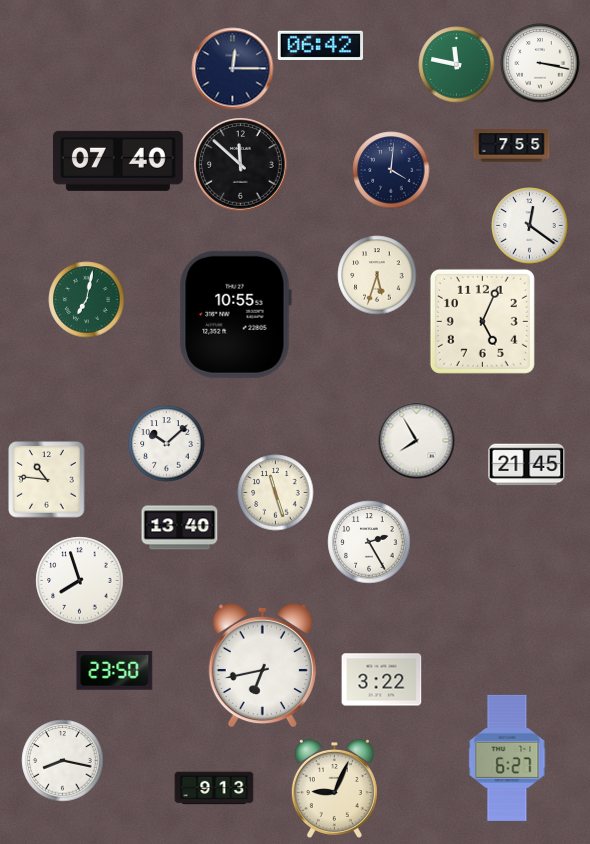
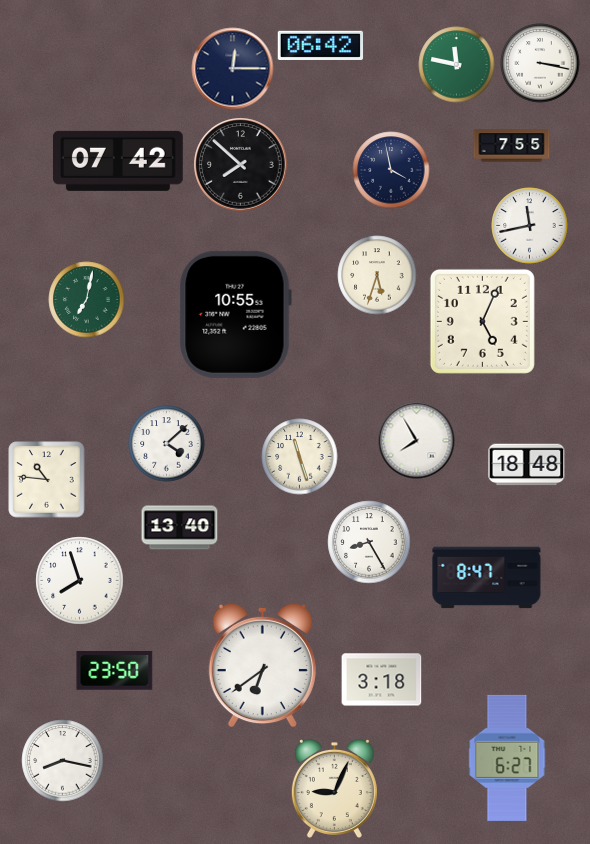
clock at (118, 161): 07:40 -> 07:42
clock at (241, 165): 11:52 -> 7:52
clock at (391, 170): 4:01 -> 3:58
clock at (530, 226): 12:21 -> 11:43
clock at (167, 444): 10:08 -> 4:08
clock at (527, 465): 21:45 -> 18:48
clock at (276, 493) position: (276, 493) -> (300, 457)
clock at (369, 542): 2:25 -> 8:25
clock at (487, 578): none -> 8:47
clock at (262, 665): 6:43 -> 6:39
clock at (382, 680): 3:22 -> 3:18
clock at (214, 788): 9:13 -> none
